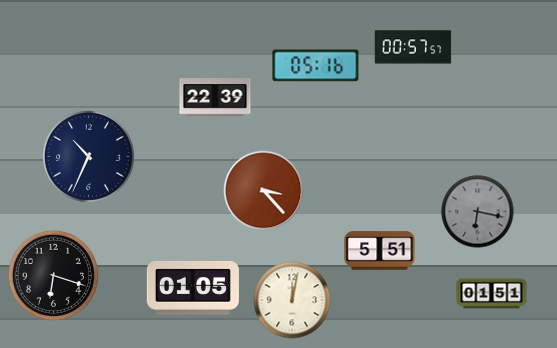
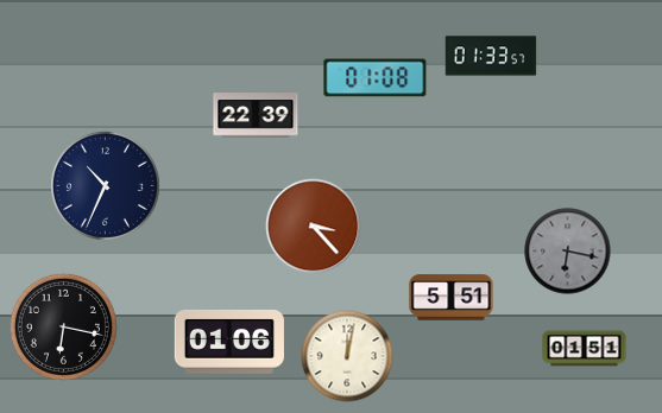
clock at (413, 47): 00:57 -> 01:33
clock at (316, 66): 05:16 -> 01:08
clock at (53, 275): 6:18 -> 6:17
clock at (193, 288): 01:05 -> 01:06
